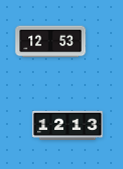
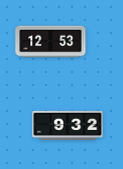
clock at (68, 125): 12:13 -> 9:32
